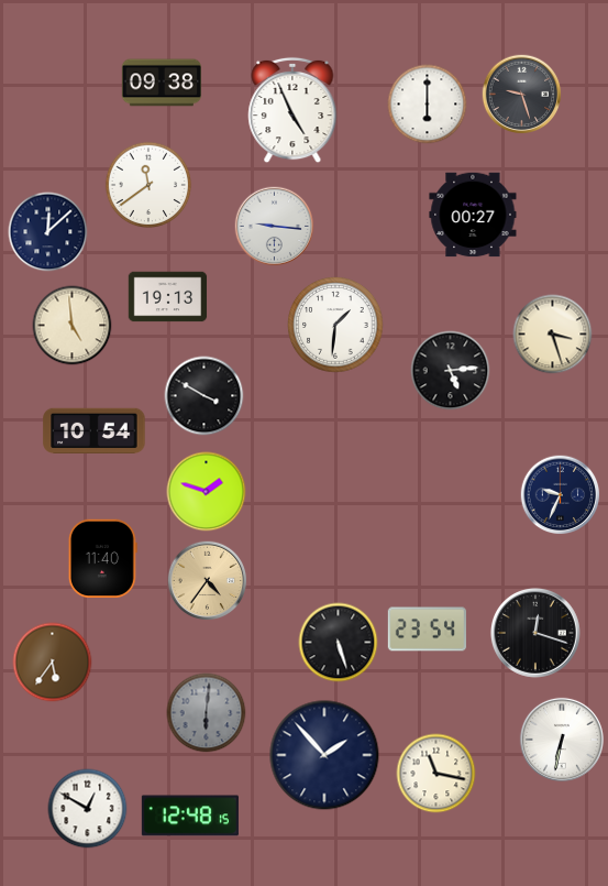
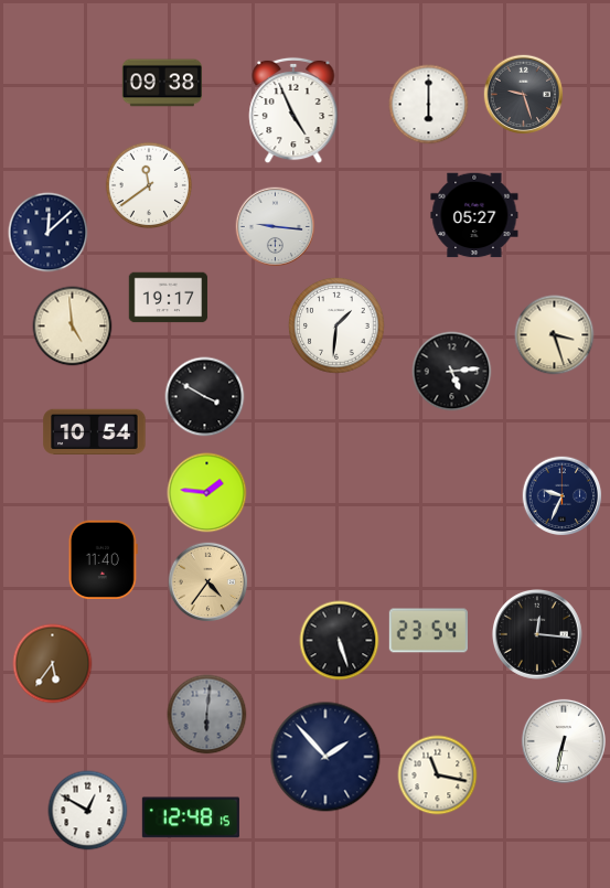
clock at (473, 215): 00:27 -> 05:27
clock at (168, 297): 19:13 -> 19:17
clock at (207, 492): 1:48 -> 1:46
clock at (535, 633): 12:18 -> 12:16
clock at (339, 643) position: (339, 643) -> (340, 641)
